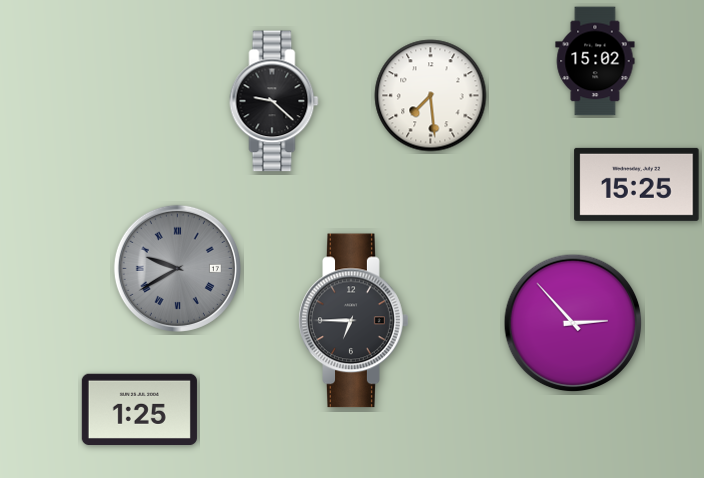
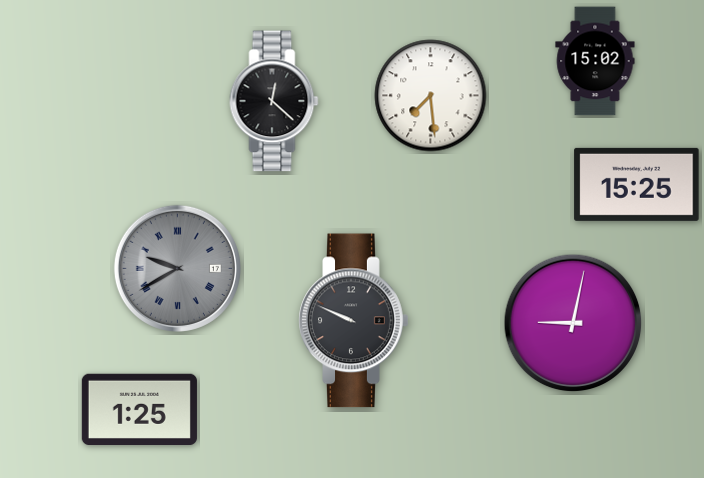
clock at (274, 101): 9:22 -> 12:22
clock at (354, 321): 6:45 -> 9:49
clock at (573, 323): 2:53 -> 9:02
